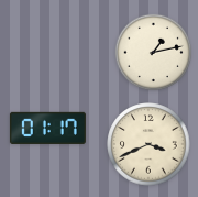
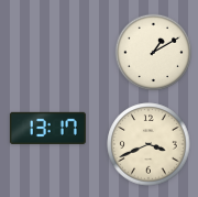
clock at (154, 53): 1:13 -> 1:10
clock at (47, 128): 01:17 -> 13:17
